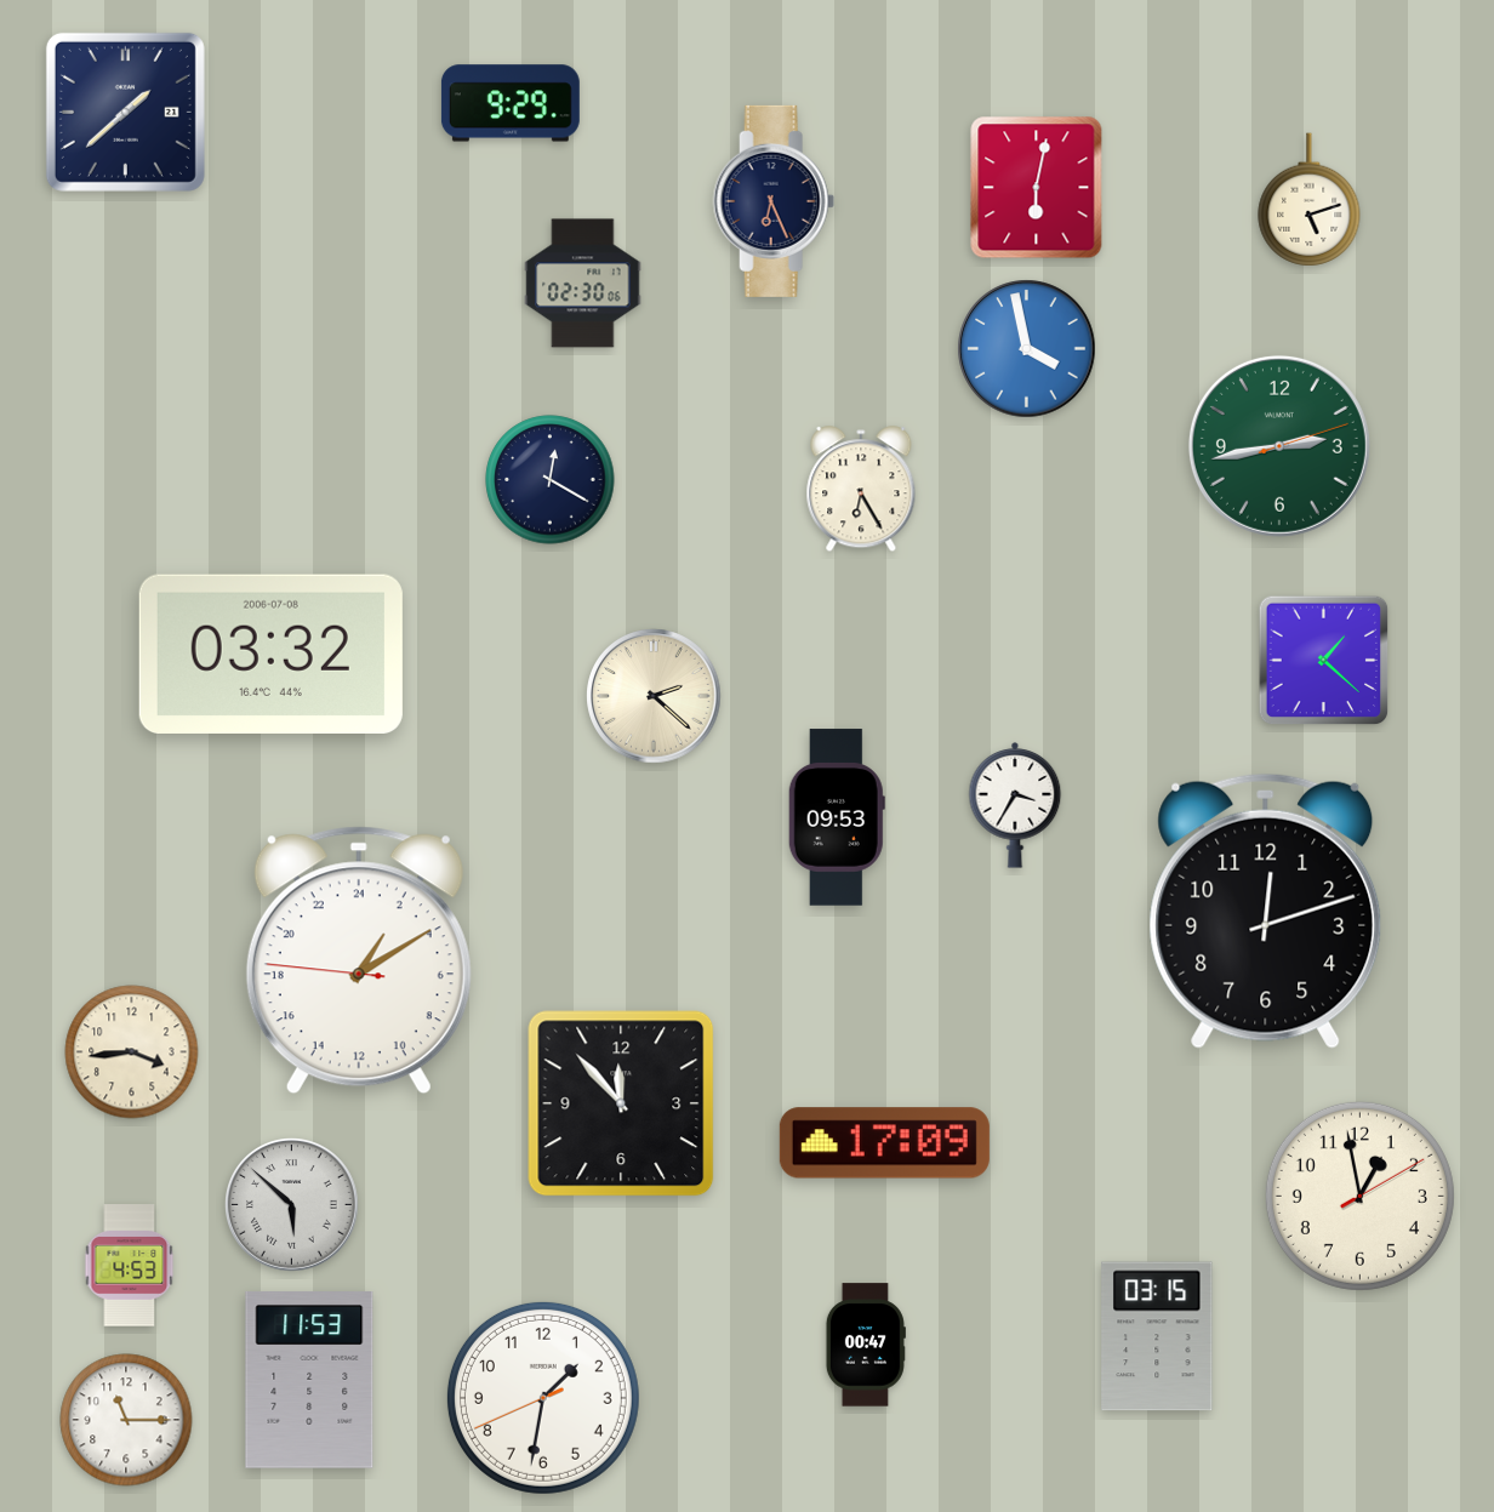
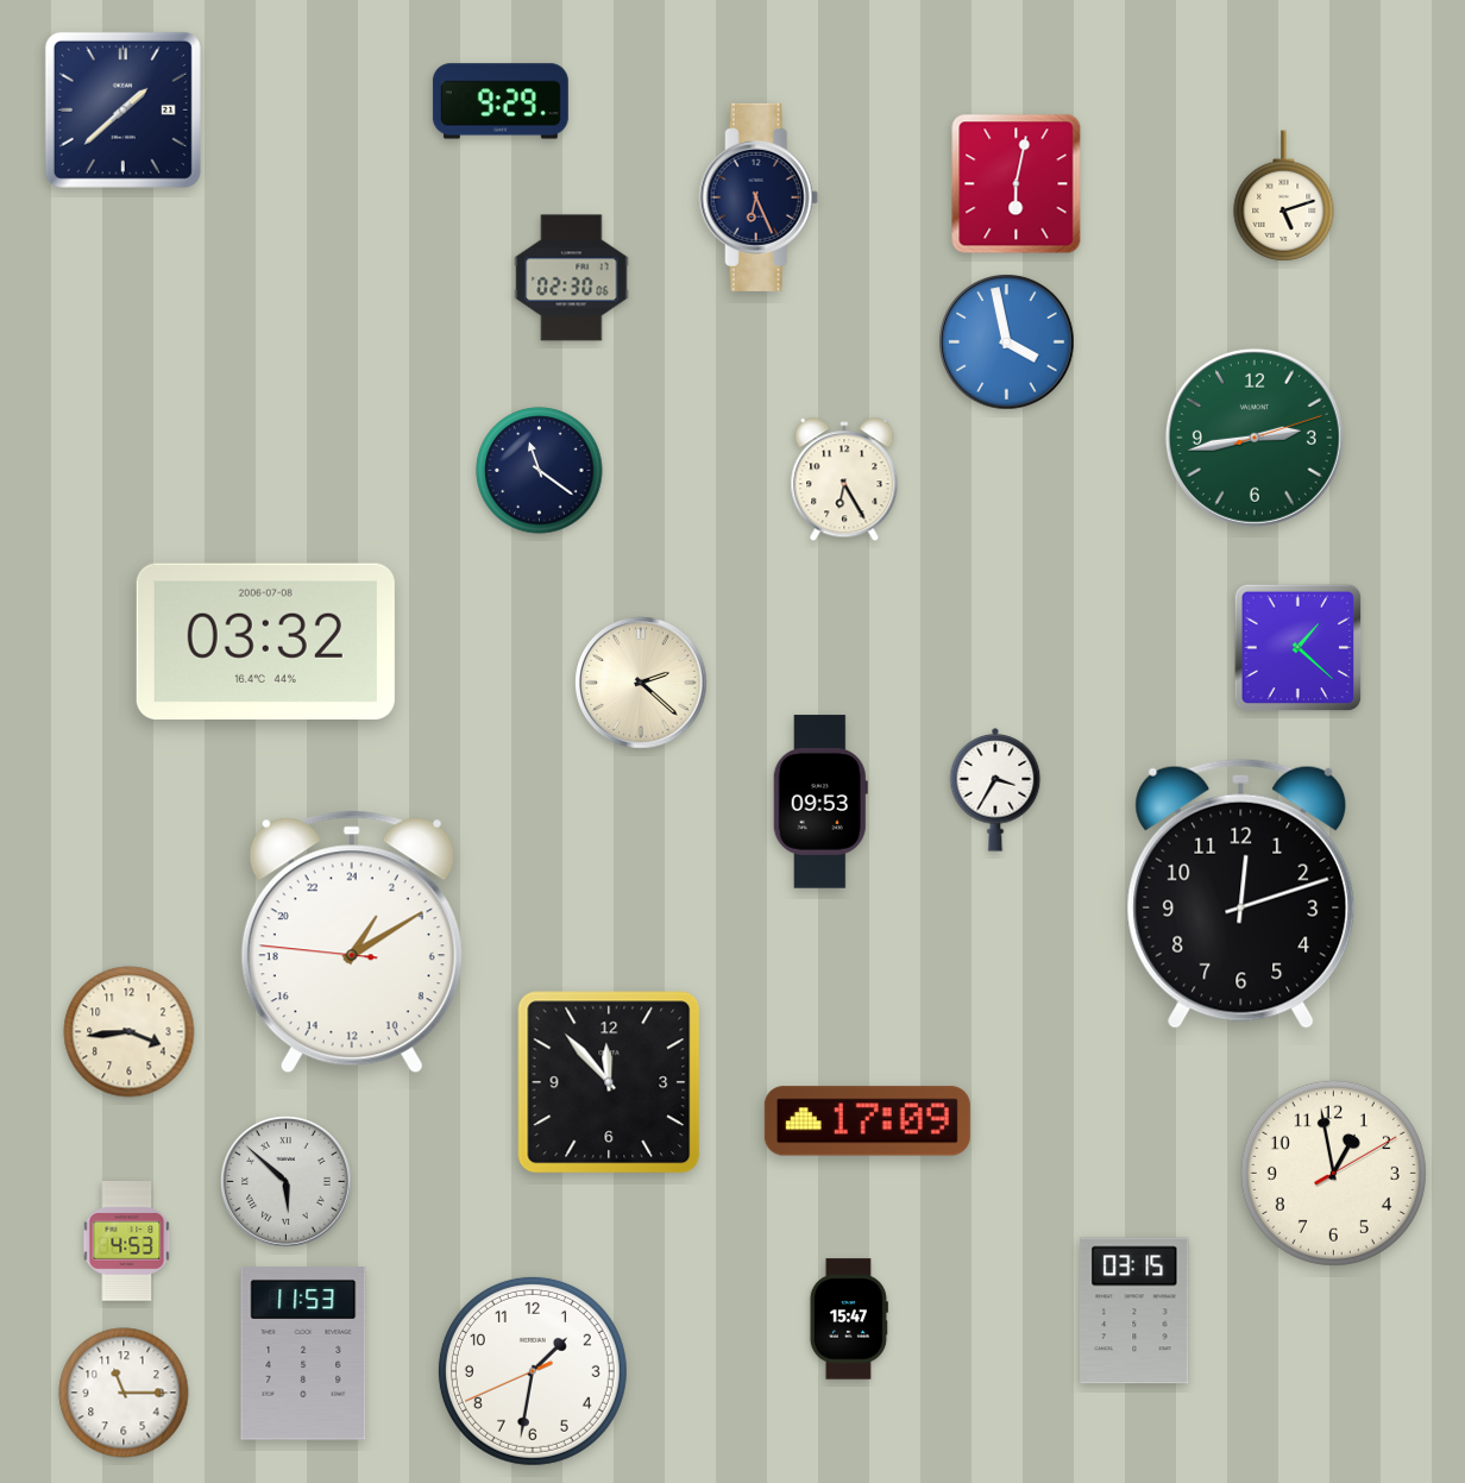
clock at (551, 480): 12:20 -> 11:21
clock at (866, 1345): 00:47 -> 15:47
